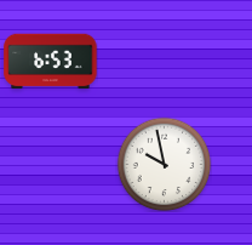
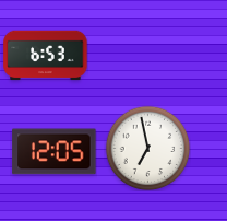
clock at (164, 164): 9:58 -> 6:58
clock at (55, 152): none -> 12:05
